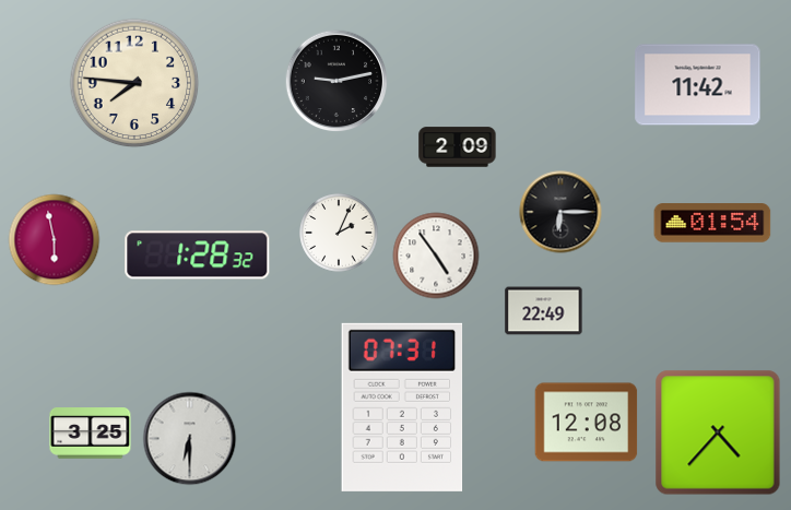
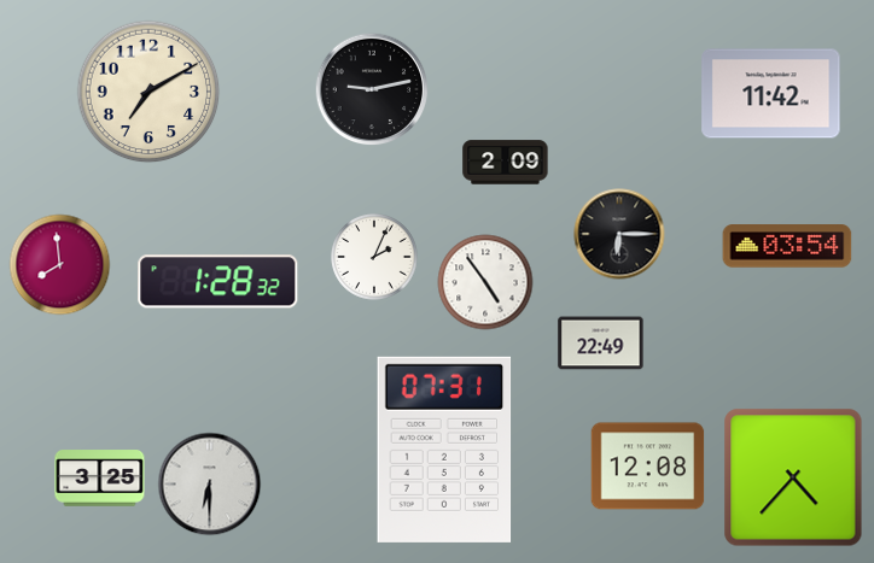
clock at (134, 83): 7:46 -> 7:10
clock at (712, 223): 01:54 -> 03:54
clock at (55, 240): 5:58 -> 7:59
clock at (436, 256) position: (436, 256) -> (485, 282)
